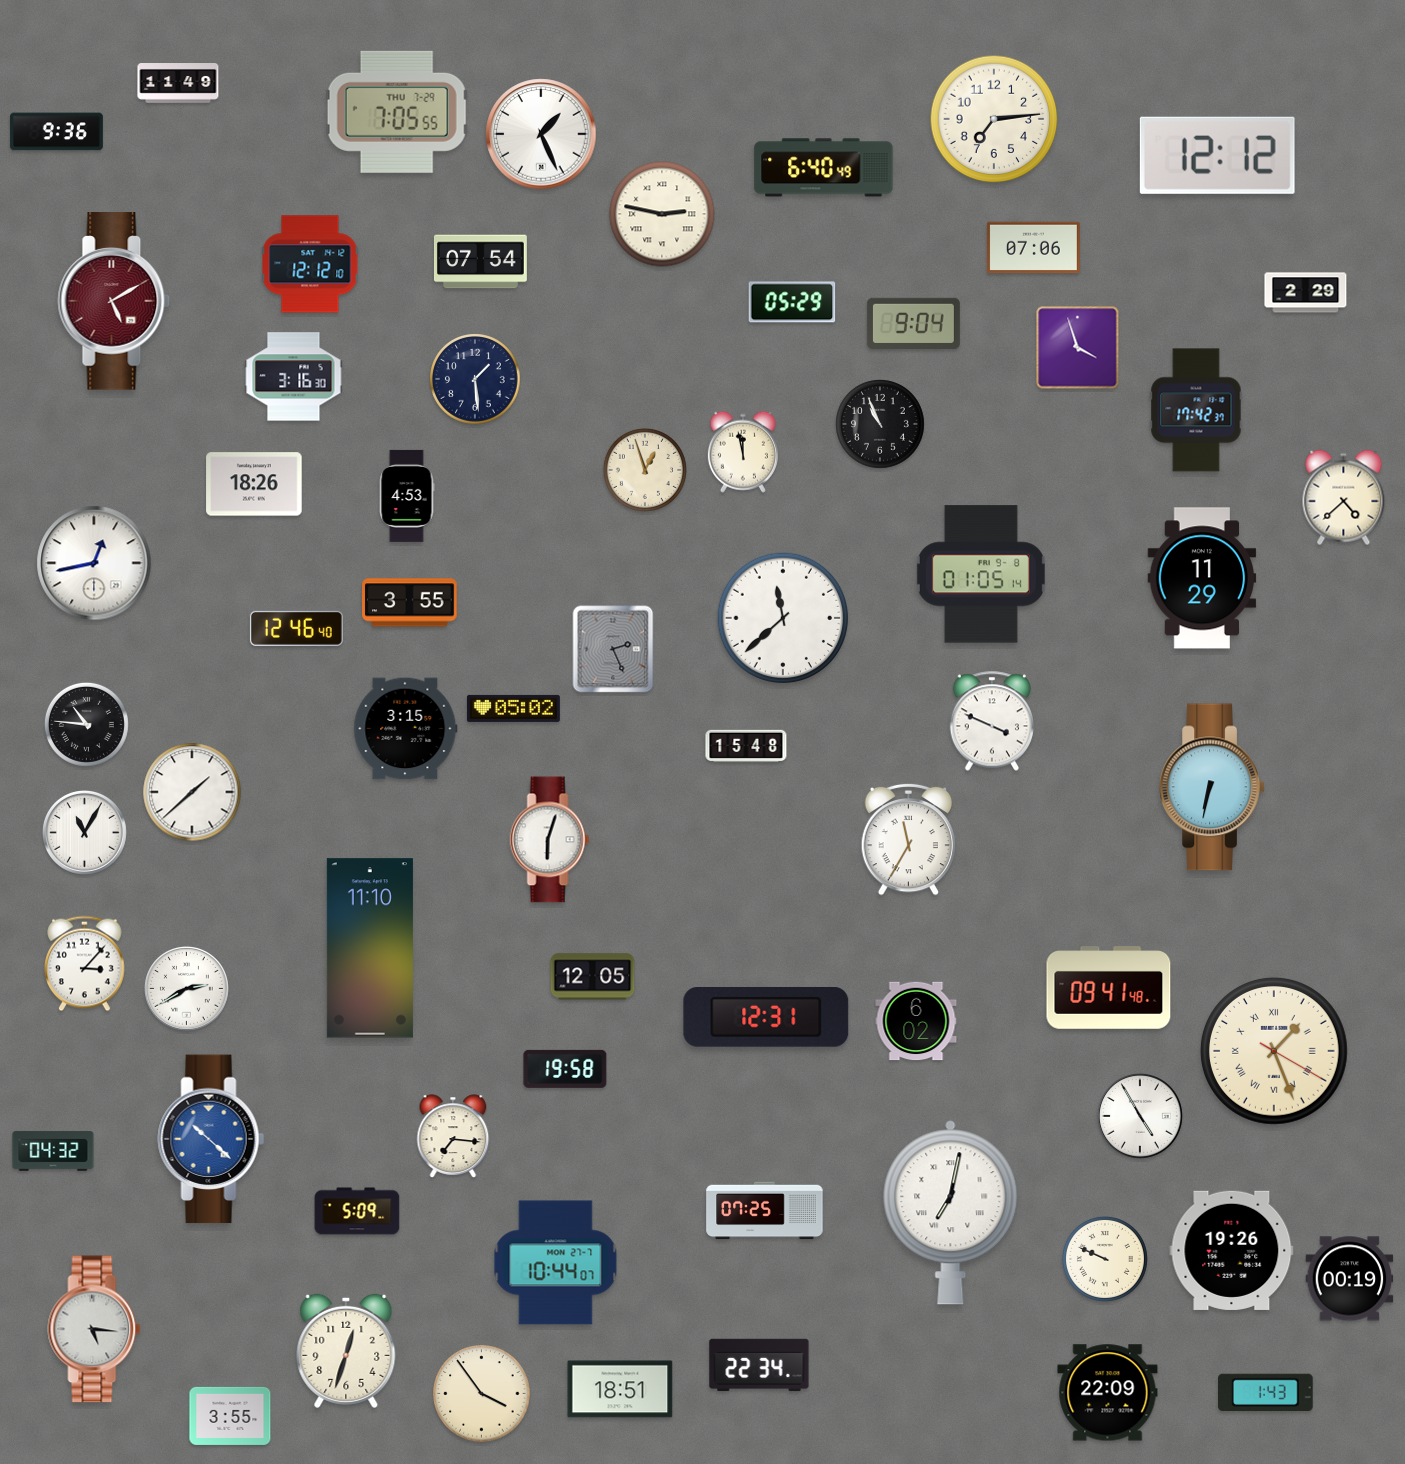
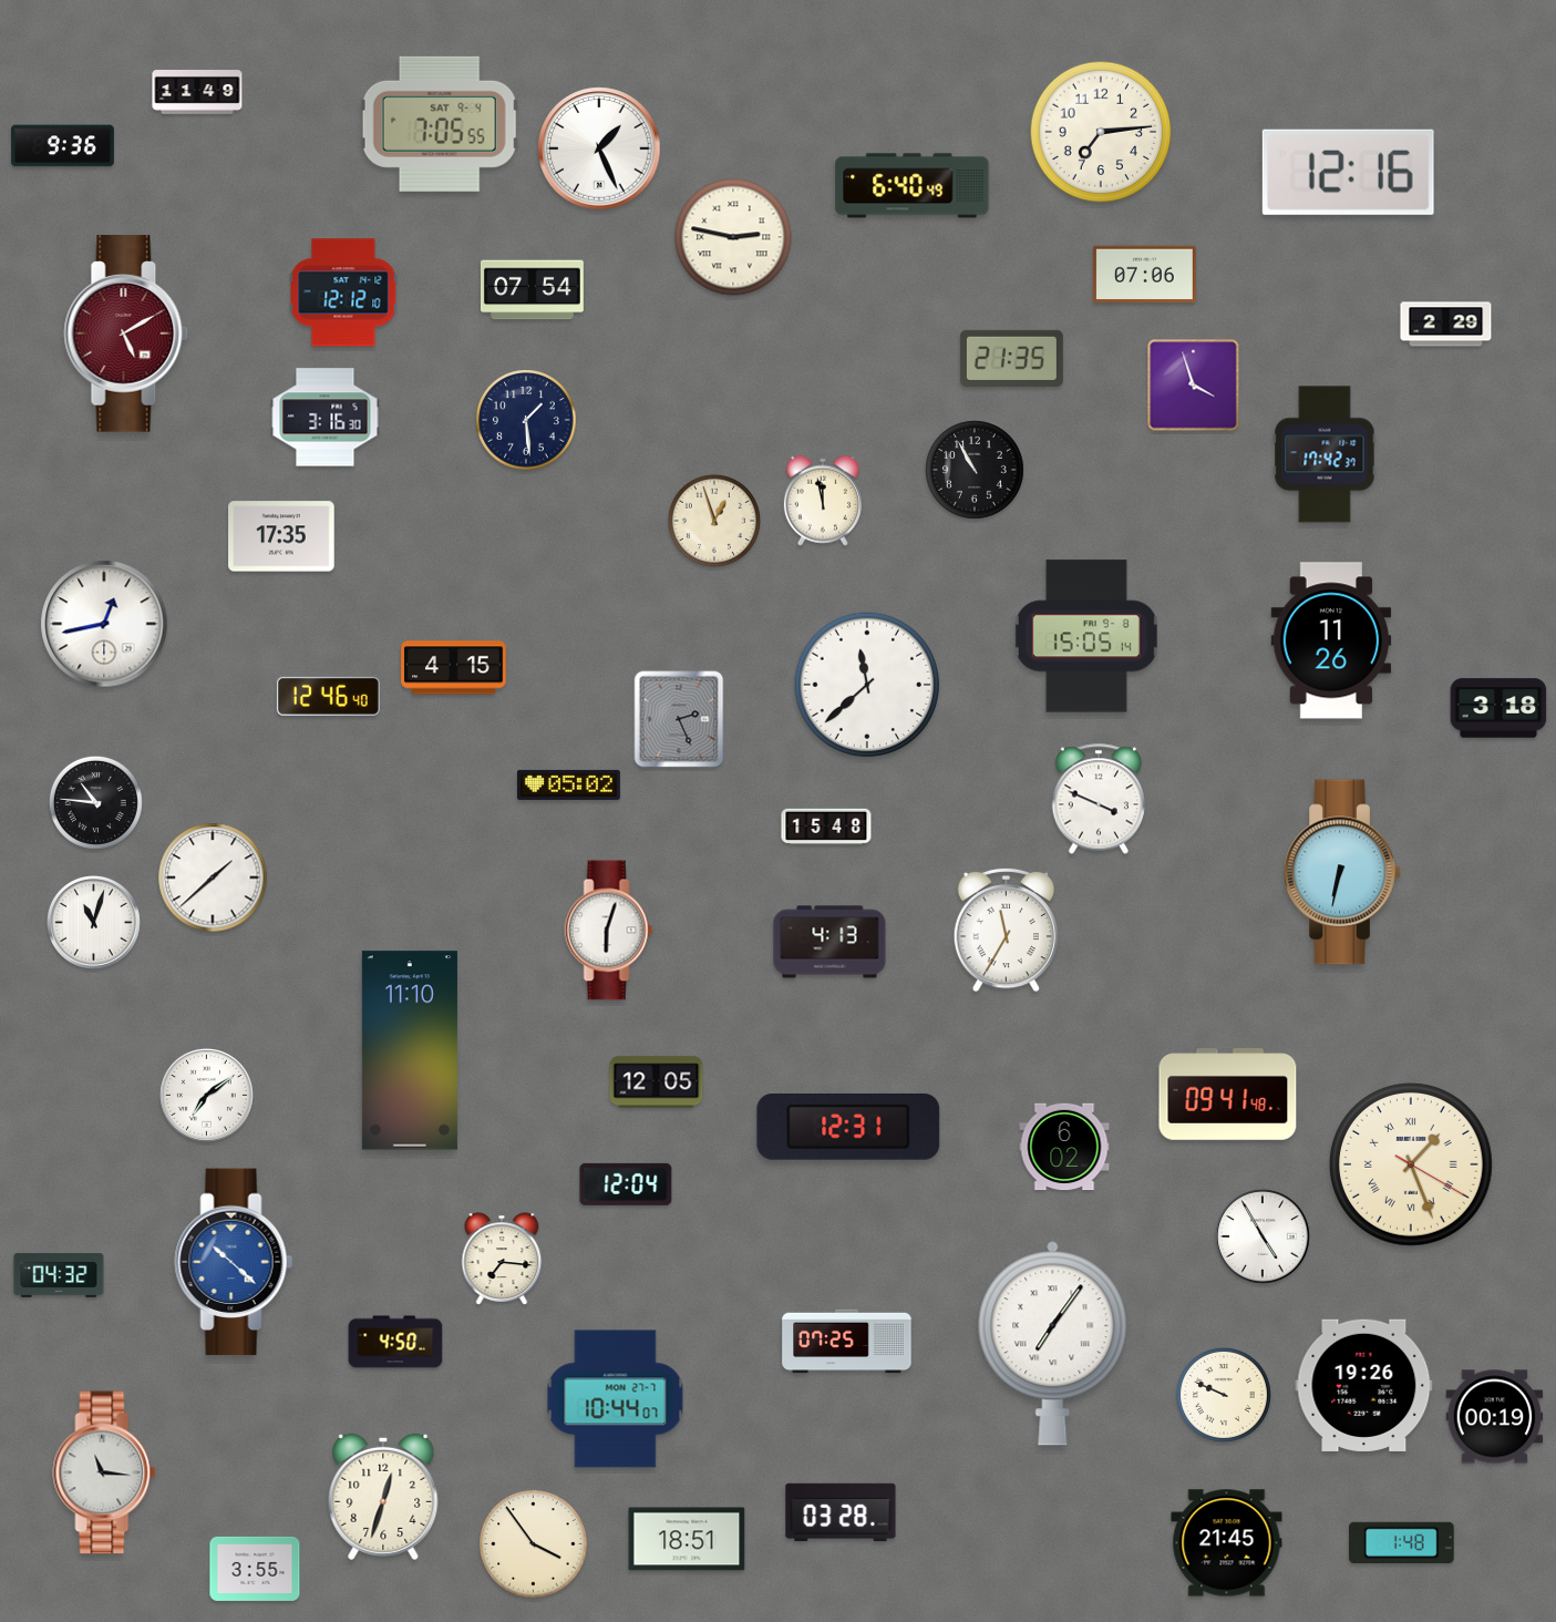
clock at (397, 112) date: THU 7-29 -> SAT 9-4
clock at (1217, 155): 12:12 -> 12:16
clock at (792, 302): 05:29 -> none
clock at (913, 323): 9:04 -> 21:35
clock at (881, 425): 10:56 -> 10:55
clock at (254, 484): 18:26 -> 17:35
clock at (407, 496): 4:53 -> none
clock at (1344, 498): 4:38 -> none
clock at (981, 574): 01:05 -> 15:05
clock at (1202, 578): 11:29 -> 11:26
clock at (410, 603): 3:55 -> 4:15
clock at (1498, 708): none -> 3:18
clock at (406, 729): 3:15 -> none
clock at (84, 832): 11:05 -> 11:03
clock at (829, 942): none -> 4:13
clock at (85, 964): 3:07 -> none
clock at (186, 988): 2:40 -> 7:09
clock at (916, 1021) position: (916, 1021) -> (1064, 1147)
clock at (565, 1069): 19:58 -> 12:04
clock at (357, 1211): 5:09 -> 4:50
clock at (951, 1213): 7:02 -> 7:06
clock at (94, 1329): 5:16 -> 11:16
clock at (759, 1365): 22:34 -> 03:28
clock at (1266, 1392): 1:43 -> 1:48
clock at (1108, 1393): 22:09 -> 21:45
